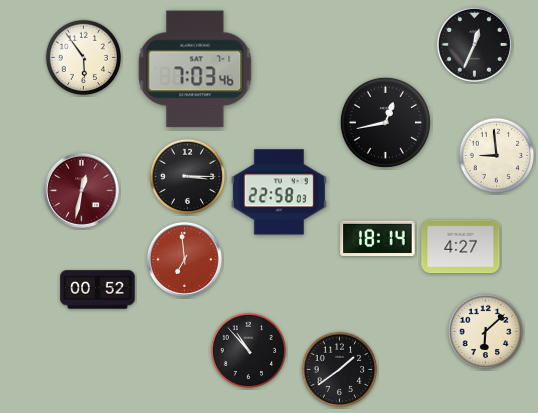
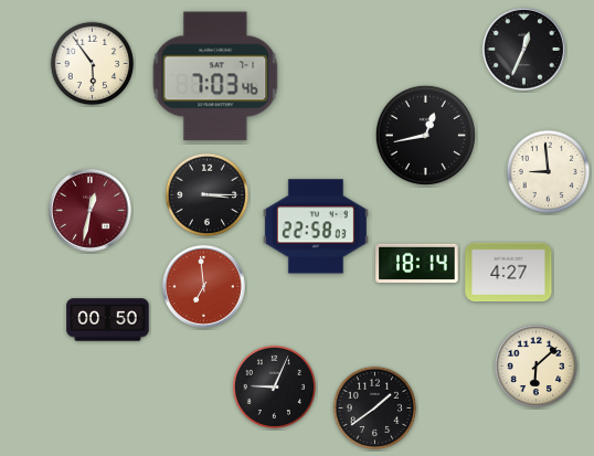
clock at (279, 192) position: (279, 192) -> (316, 226)
clock at (98, 290): 00:52 -> 00:50
clock at (249, 351): 10:53 -> 9:04
